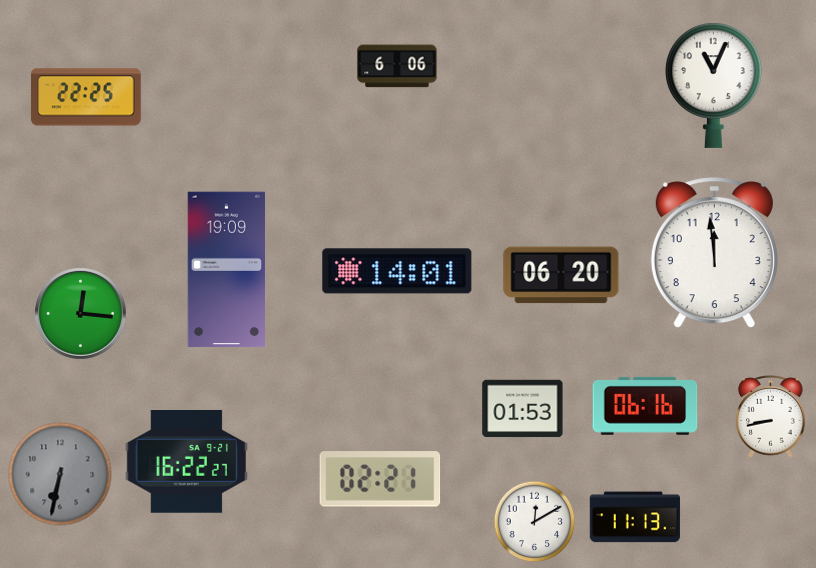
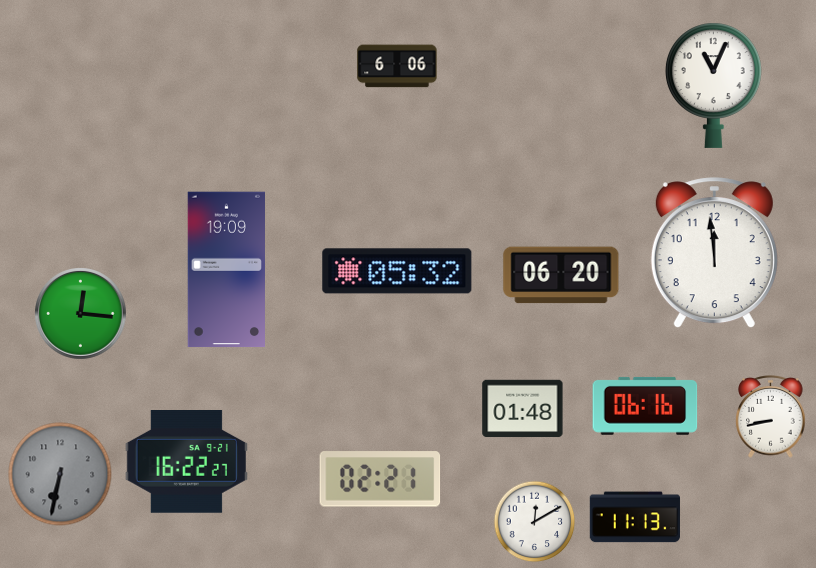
clock at (86, 97): 22:25 -> none
clock at (397, 271): 14:01 -> 05:32
clock at (523, 409): 01:53 -> 01:48
